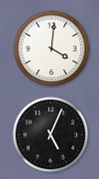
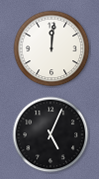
clock at (52, 49): 4:01 -> 12:01
